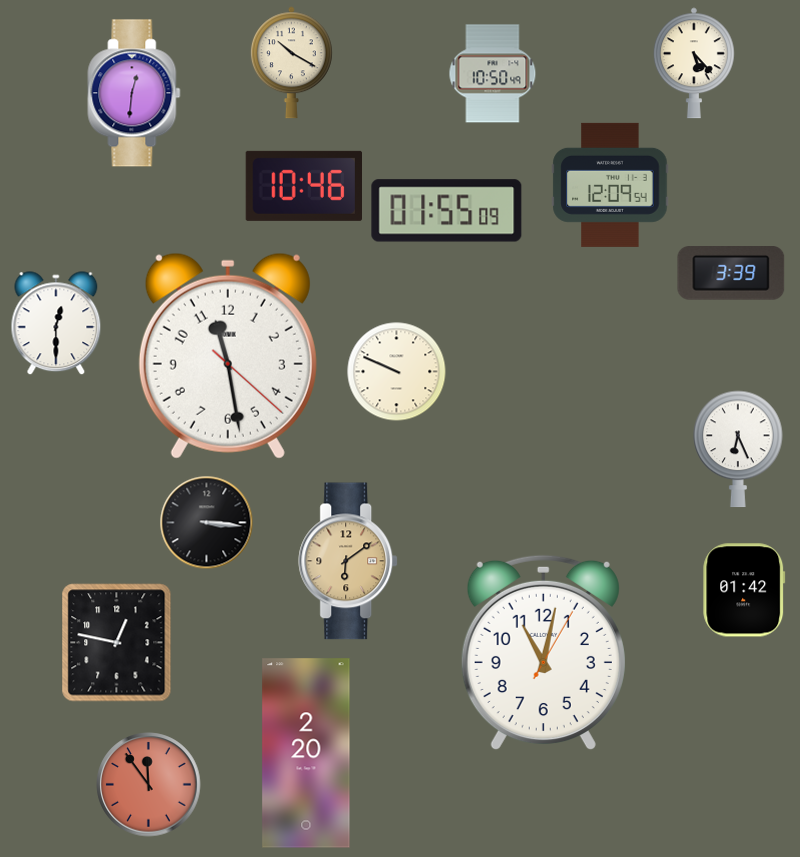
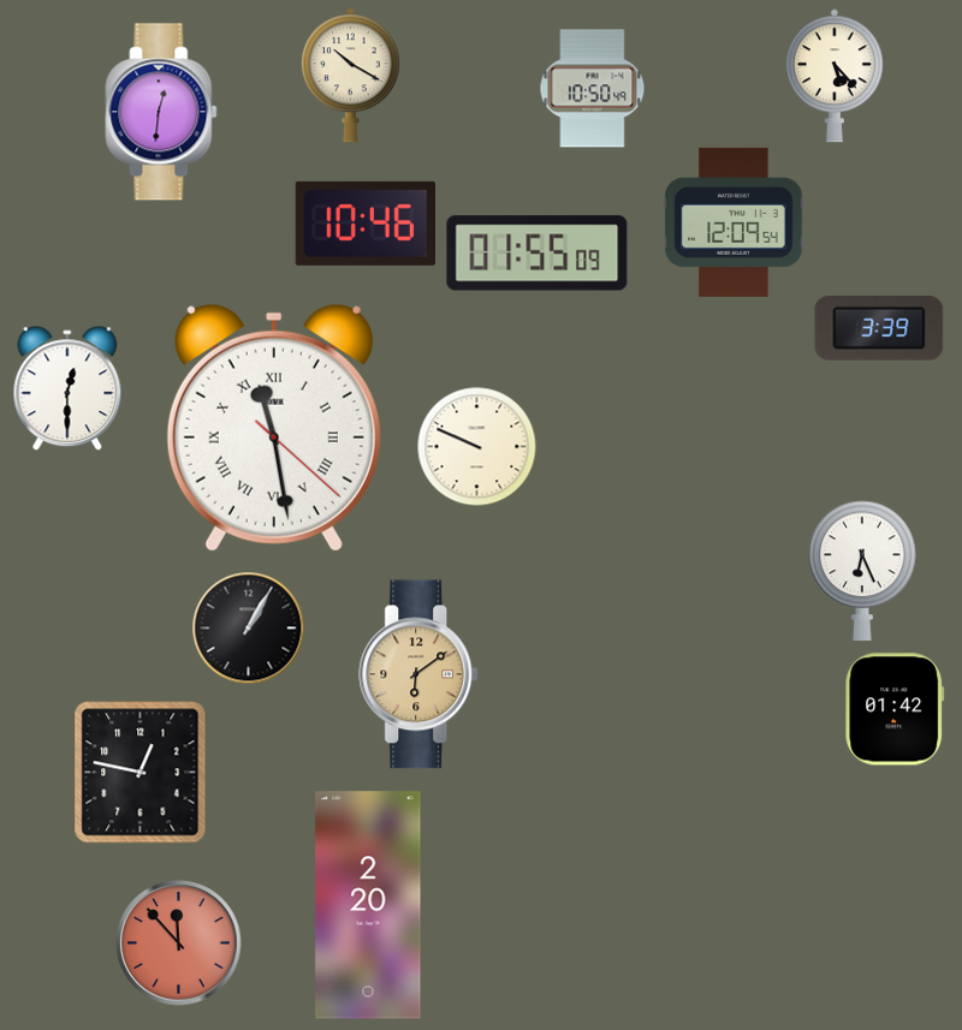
clock at (228, 356) numerals: Arabic -> Roman
clock at (738, 449) position: (738, 449) -> (862, 571)
clock at (206, 522): 3:16 -> 1:05
clock at (543, 653): 11:02 -> none
clock at (149, 785): 11:54 -> 11:53
